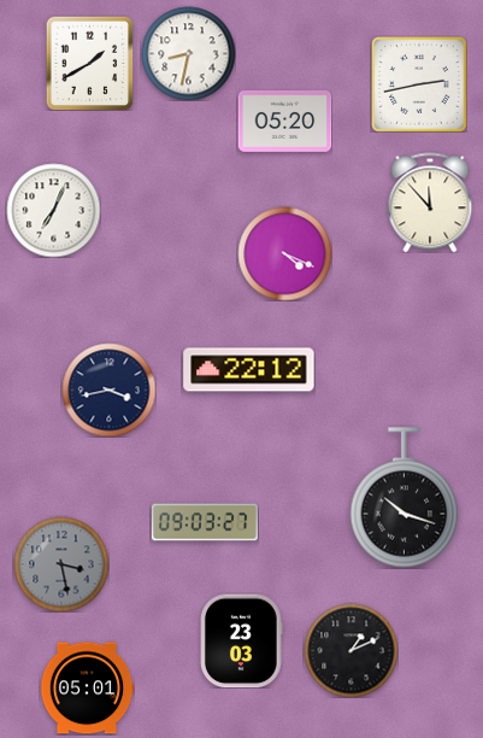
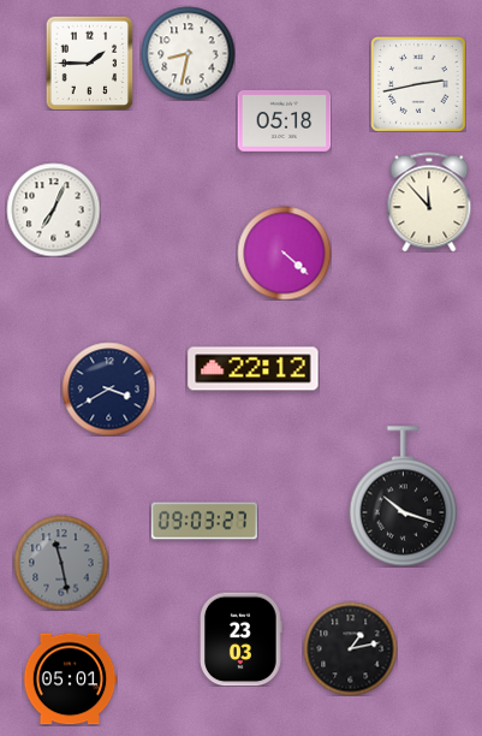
clock at (90, 63): 1:40 -> 1:45
clock at (284, 122): 05:20 -> 05:18
clock at (284, 253): 4:19 -> 4:22
clock at (249, 370) position: (249, 370) -> (254, 369)
clock at (108, 389): 3:43 -> 3:40
clock at (61, 564): 3:28 -> 11:28
clock at (351, 650): 1:11 -> 1:13
clock at (87, 689) position: (87, 689) -> (70, 679)
